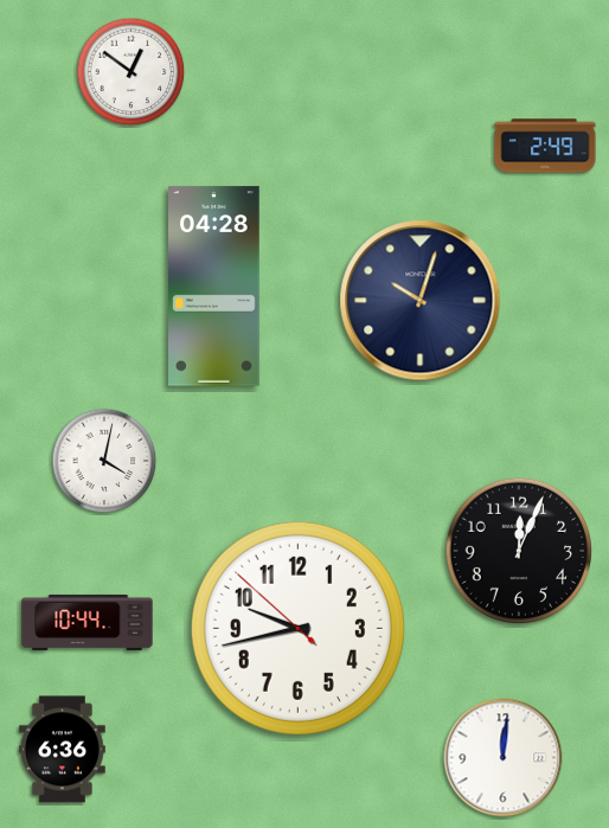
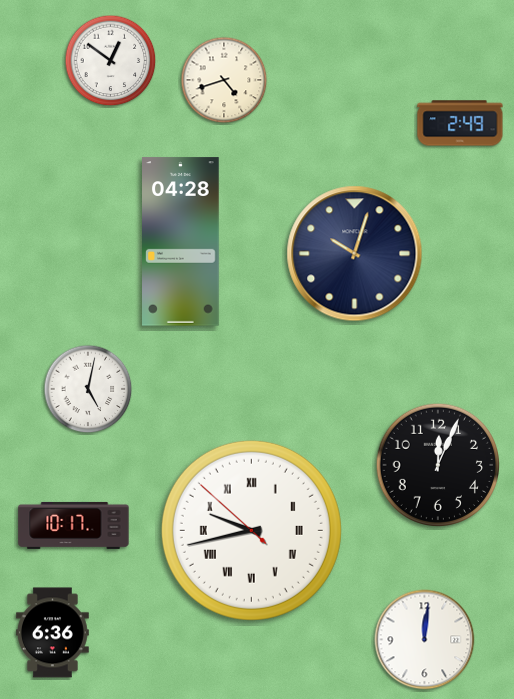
clock at (224, 80): none -> 4:42
clock at (104, 461): 4:02 -> 5:02
clock at (88, 622): 10:44 -> 10:17
clock at (297, 628) numerals: Arabic -> Roman
